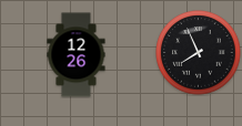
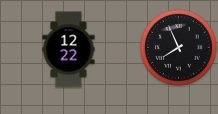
clock at (77, 55): 12:26 -> 12:22
